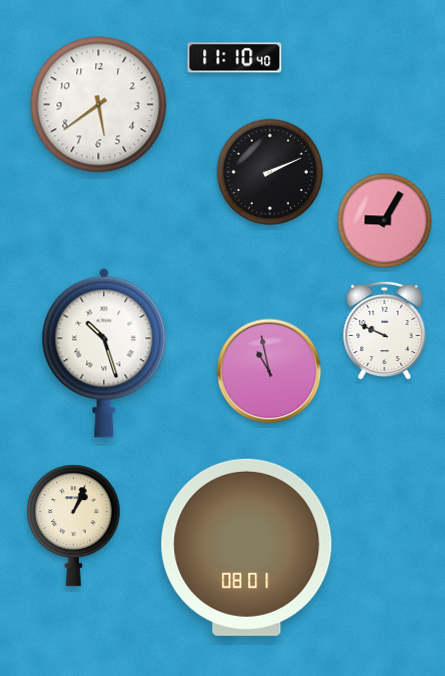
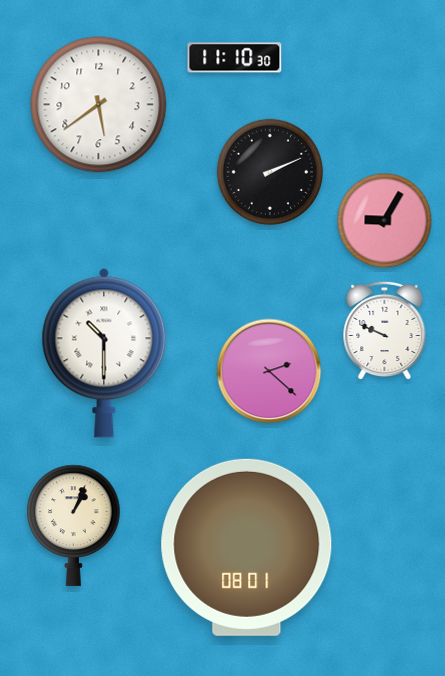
clock at (235, 58): 11:10:40 -> 11:10:30
clock at (104, 353): 10:27 -> 10:30
clock at (269, 371): 10:58 -> 2:22
